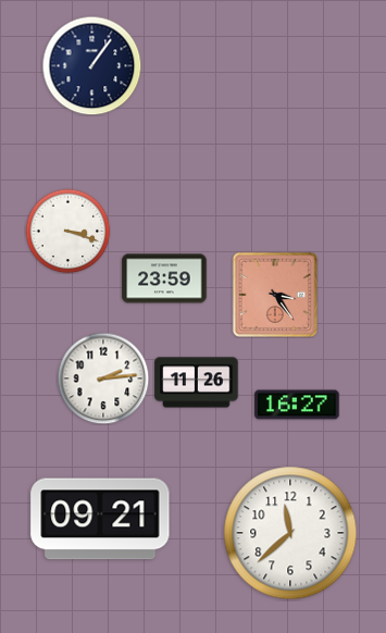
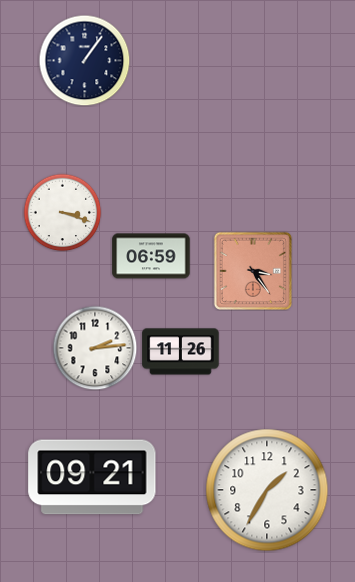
clock at (164, 278): 23:59 -> 06:59
clock at (297, 405): 16:27 -> none
clock at (290, 533): 11:38 -> 1:35
